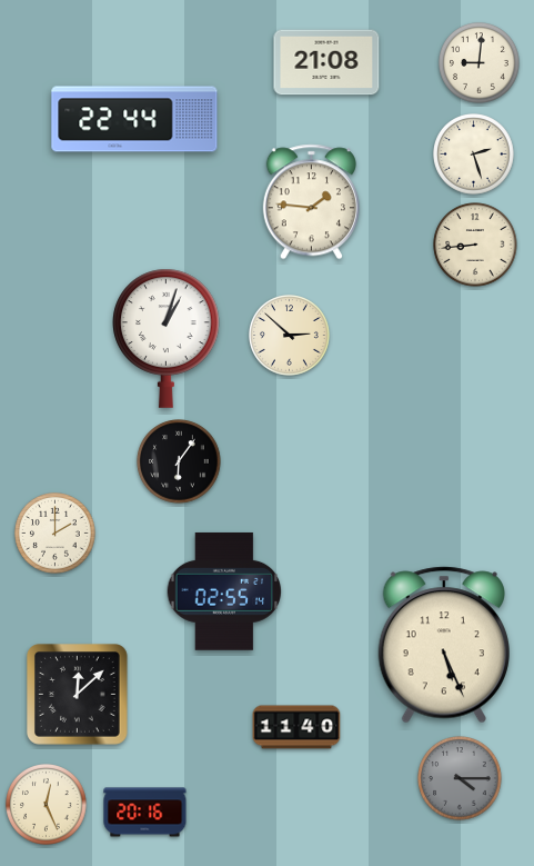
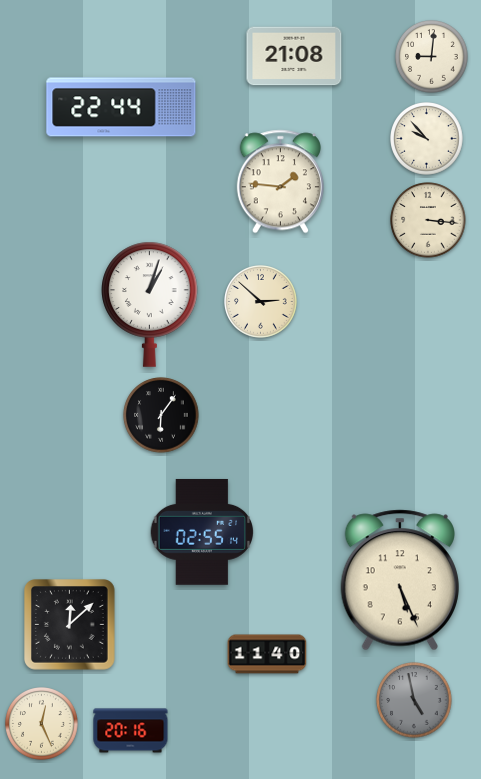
clock at (474, 155): 2:27 -> 9:53
clock at (475, 245): 8:44 -> 3:16
clock at (56, 534): 2:00 -> none
clock at (460, 778): 4:15 -> 4:58
